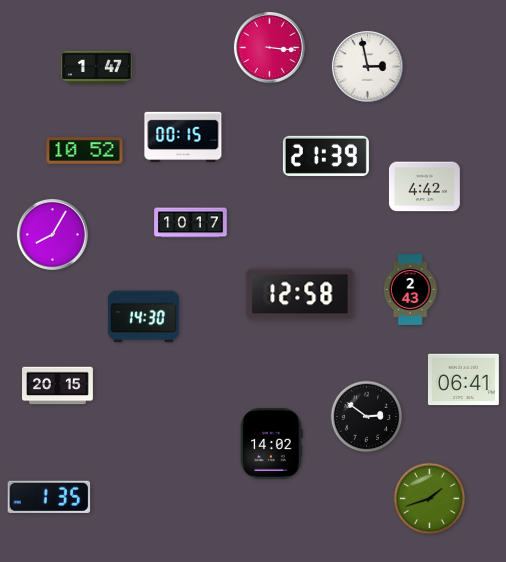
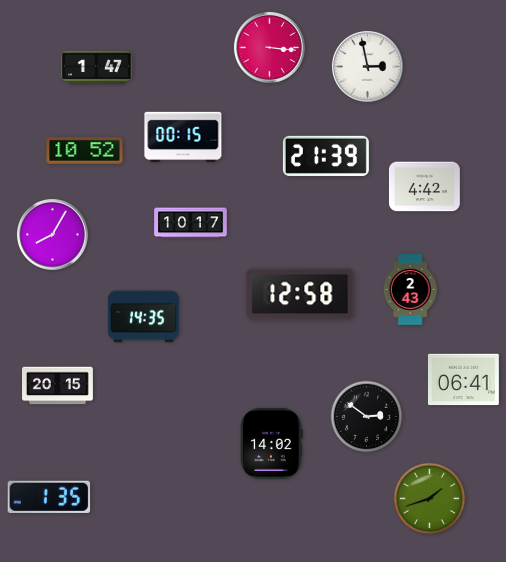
clock at (143, 317): 14:30 -> 14:35
